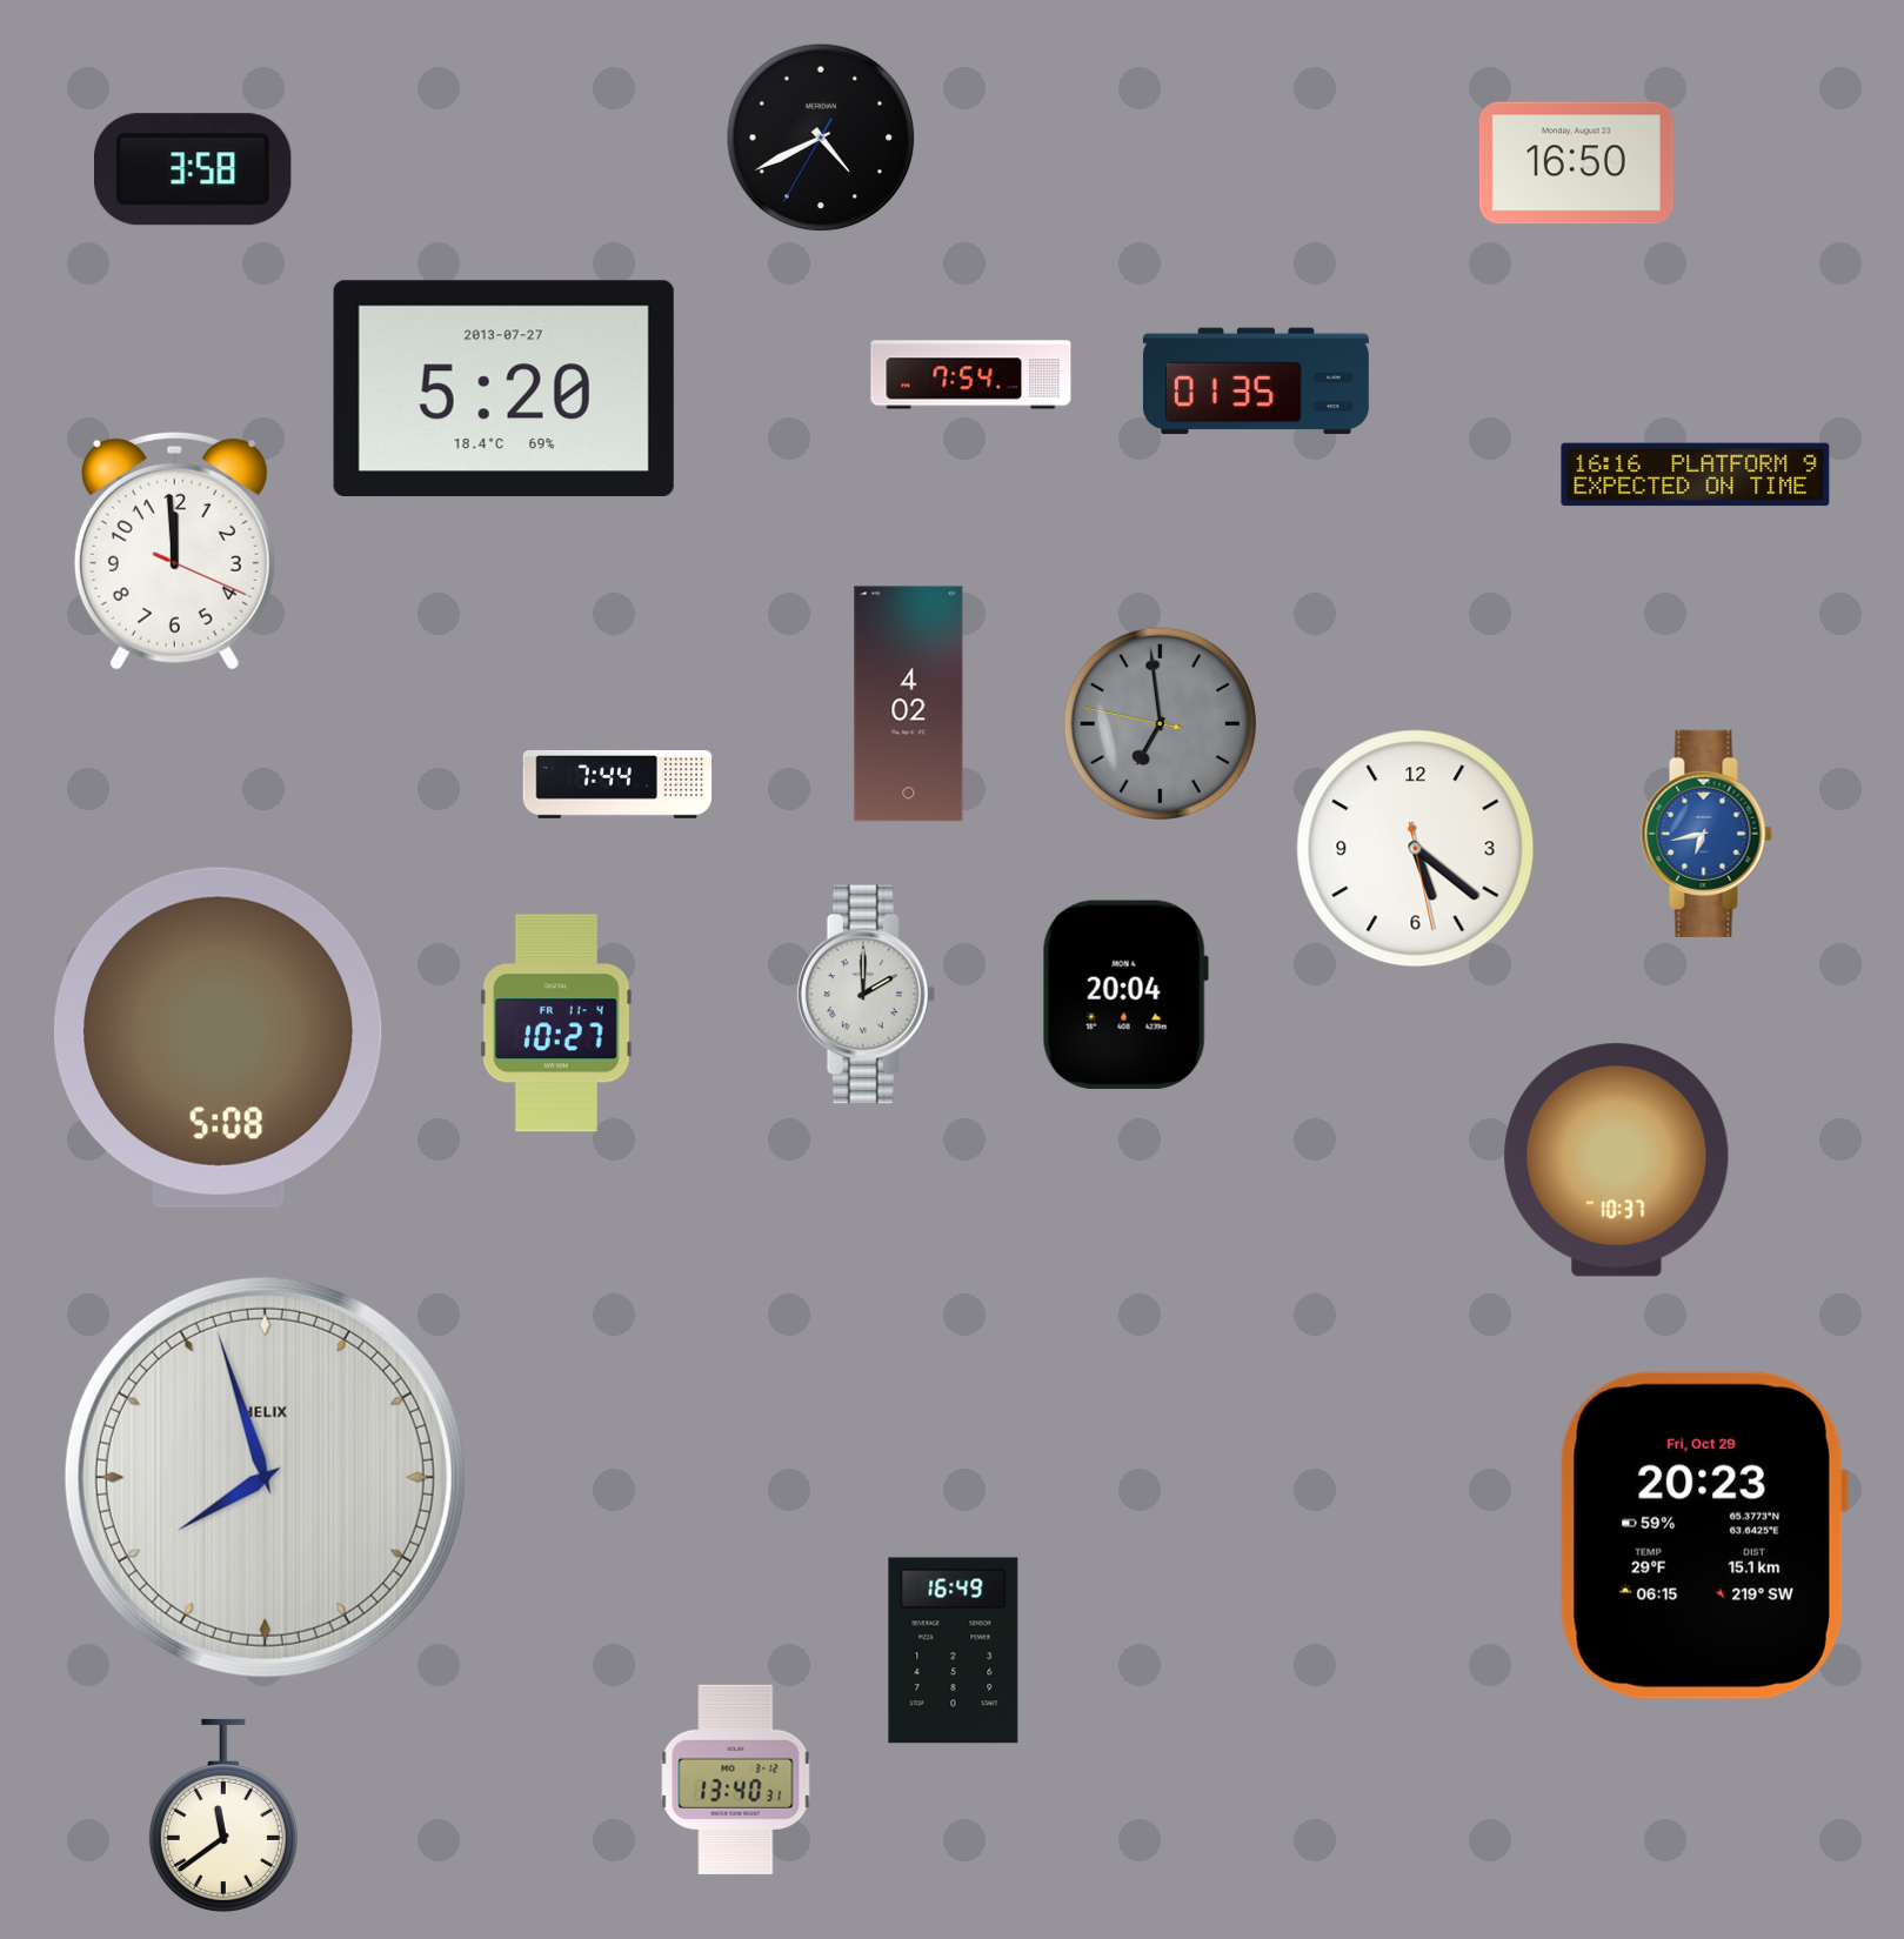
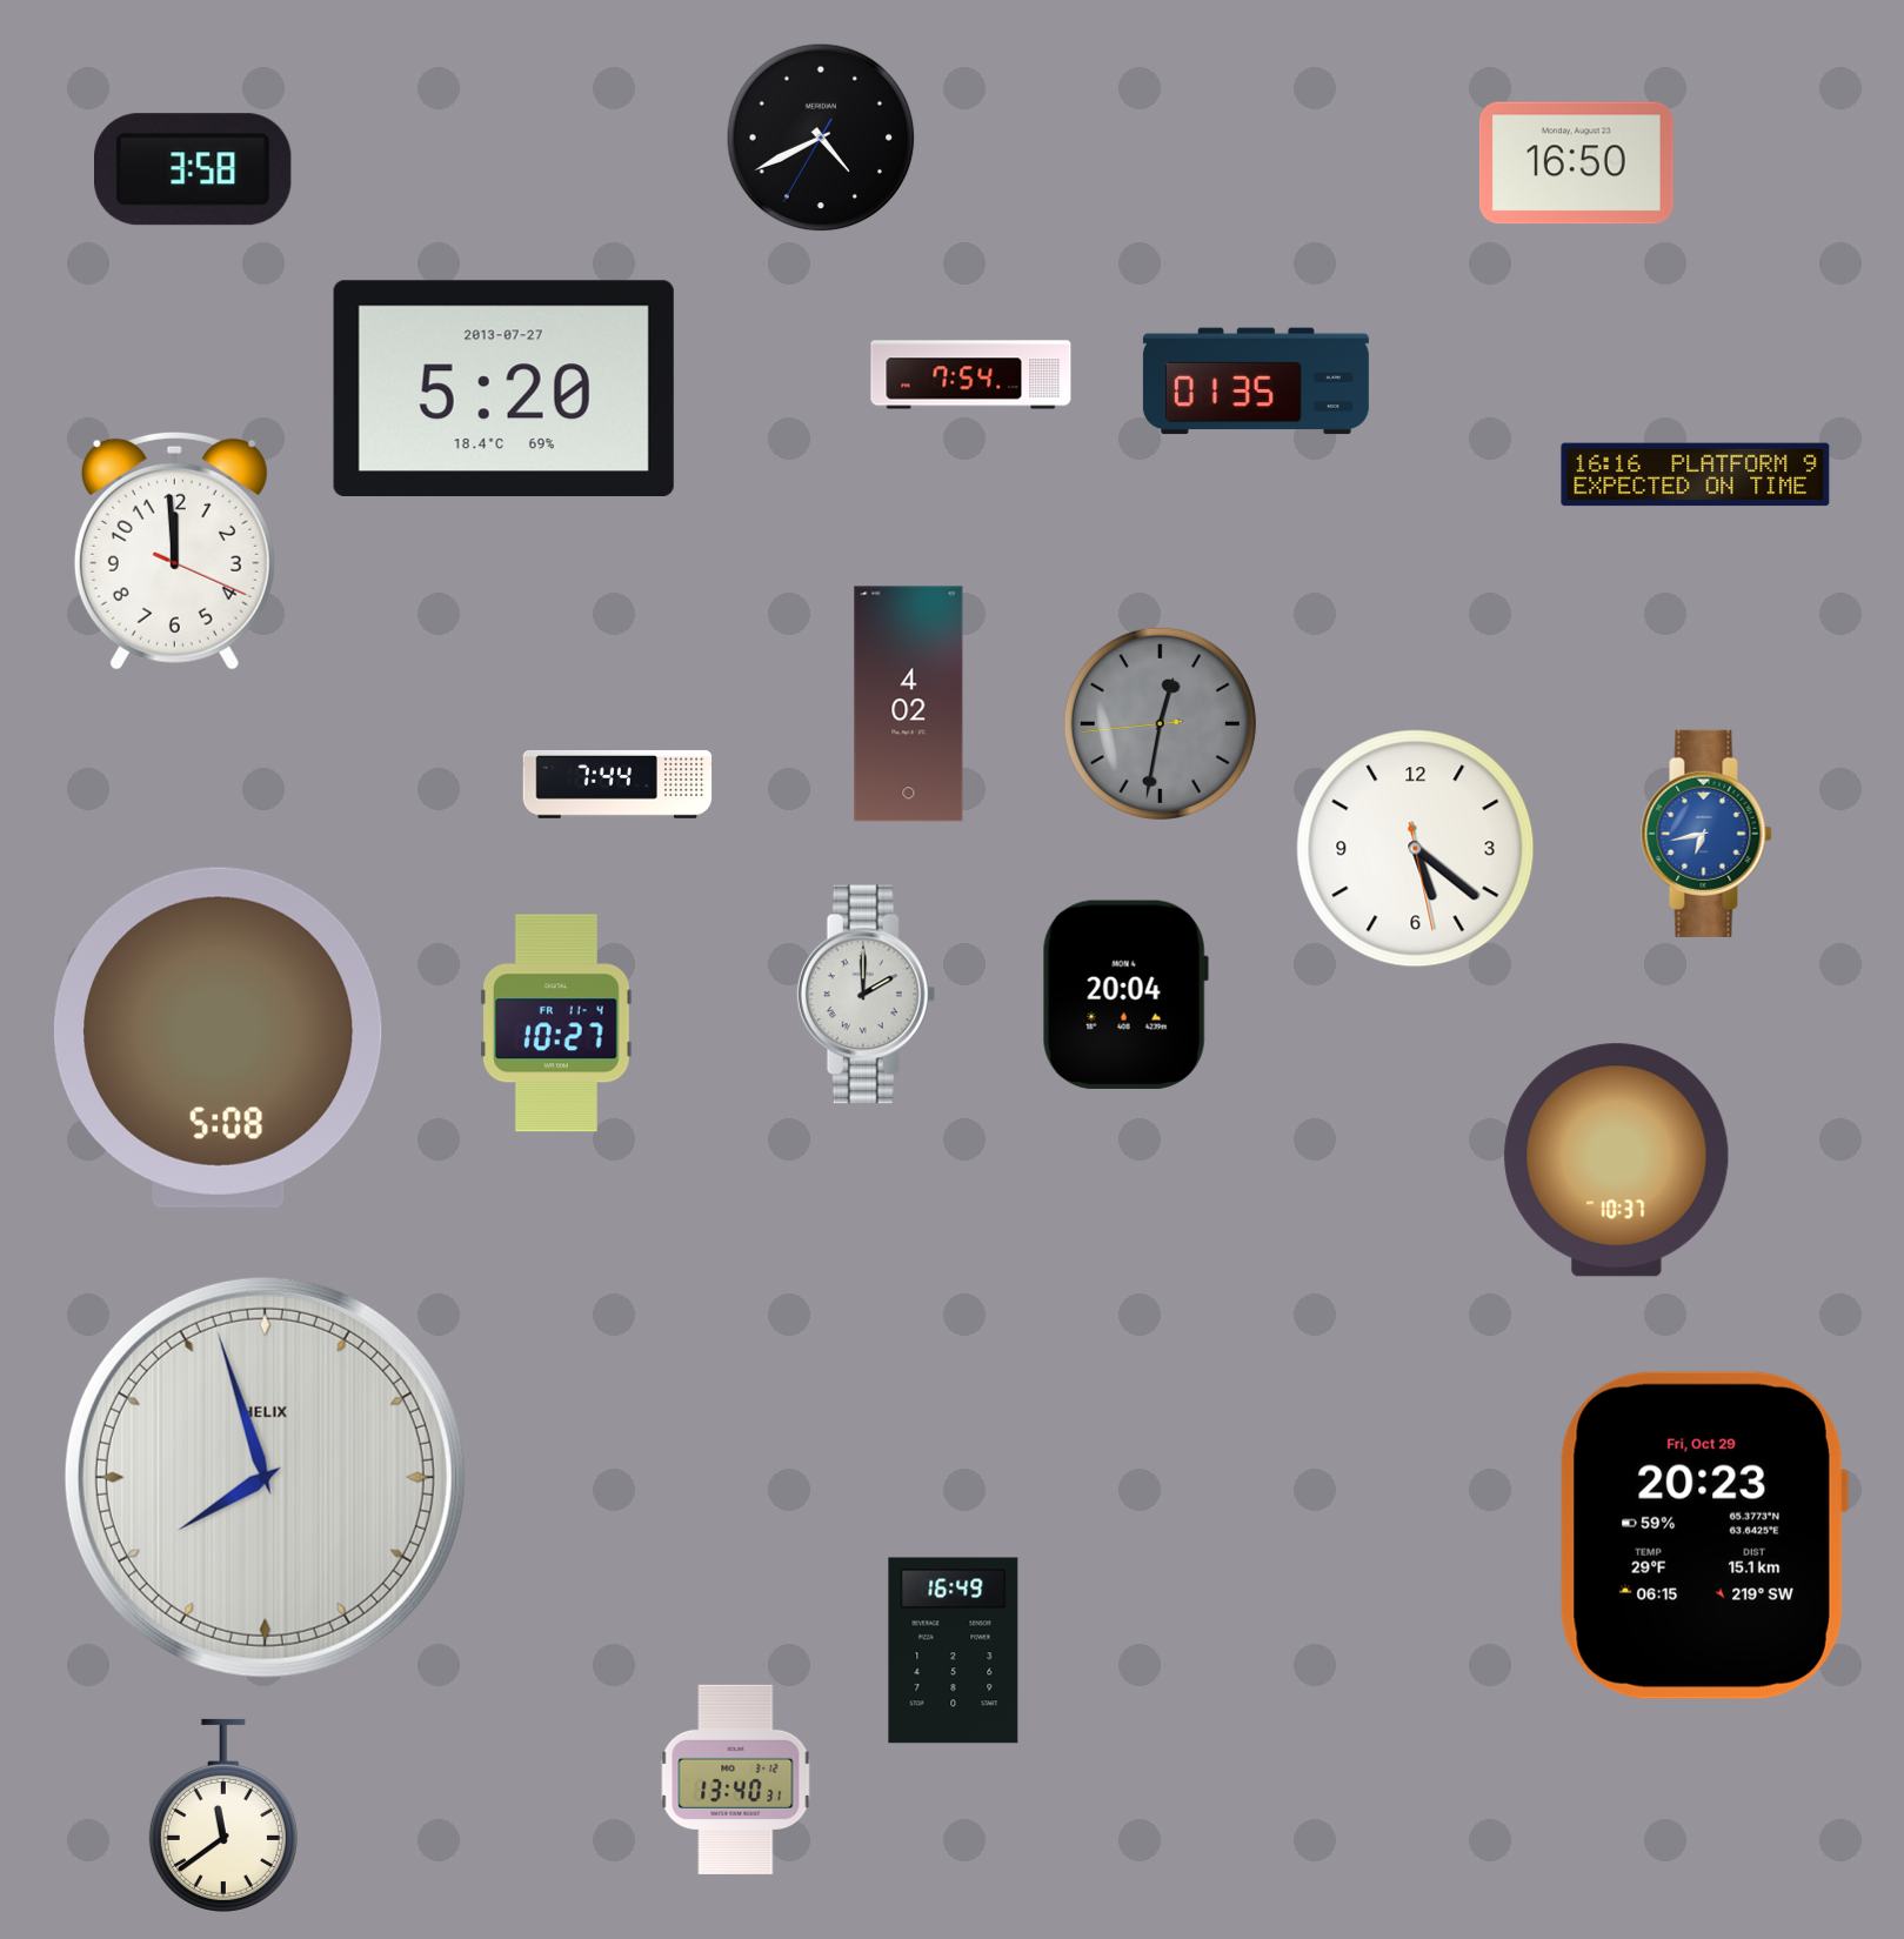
clock at (1160, 723): 6:58 -> 12:31
